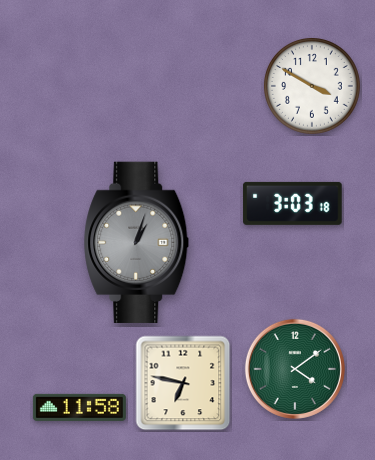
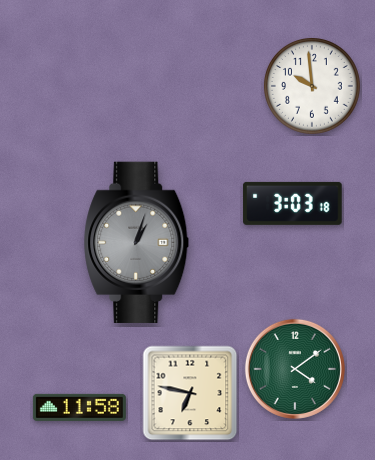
clock at (313, 87): 3:50 -> 9:59
clock at (183, 383) position: (183, 383) -> (190, 393)
